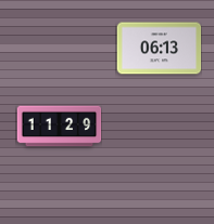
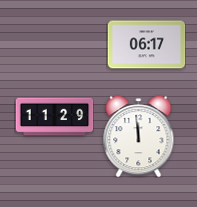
clock at (159, 49): 06:13 -> 06:17
clock at (139, 136): none -> 11:59
